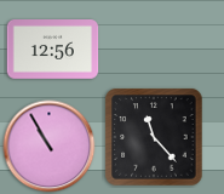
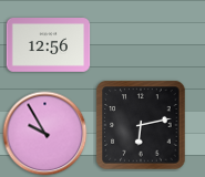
clock at (154, 137): 11:23 -> 6:13
clock at (50, 147): 10:55 -> 9:55
